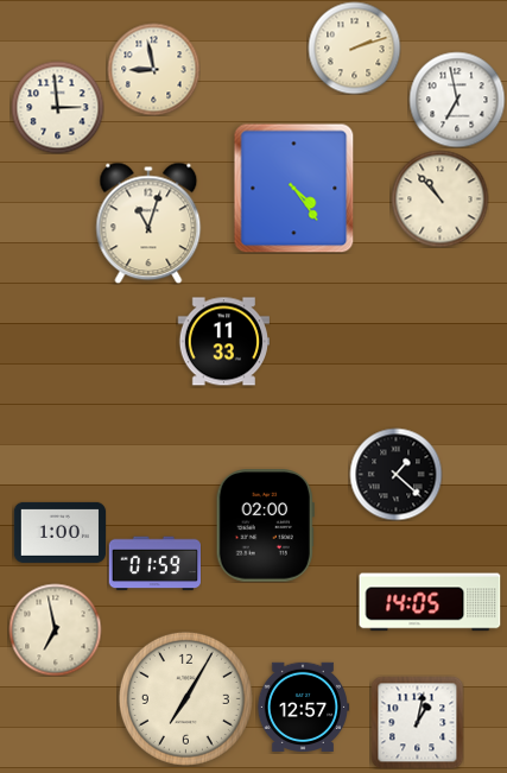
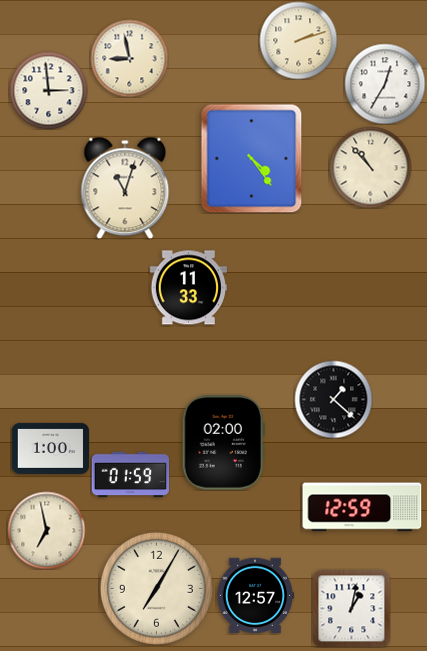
clock at (457, 100): 6:58 -> 12:35
clock at (294, 188) position: (294, 188) -> (252, 158)
clock at (430, 602): 14:05 -> 12:59
